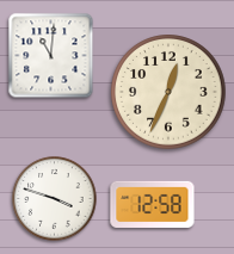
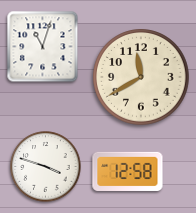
clock at (51, 56): 11:01 -> 11:03
clock at (168, 92): 12:34 -> 11:40
